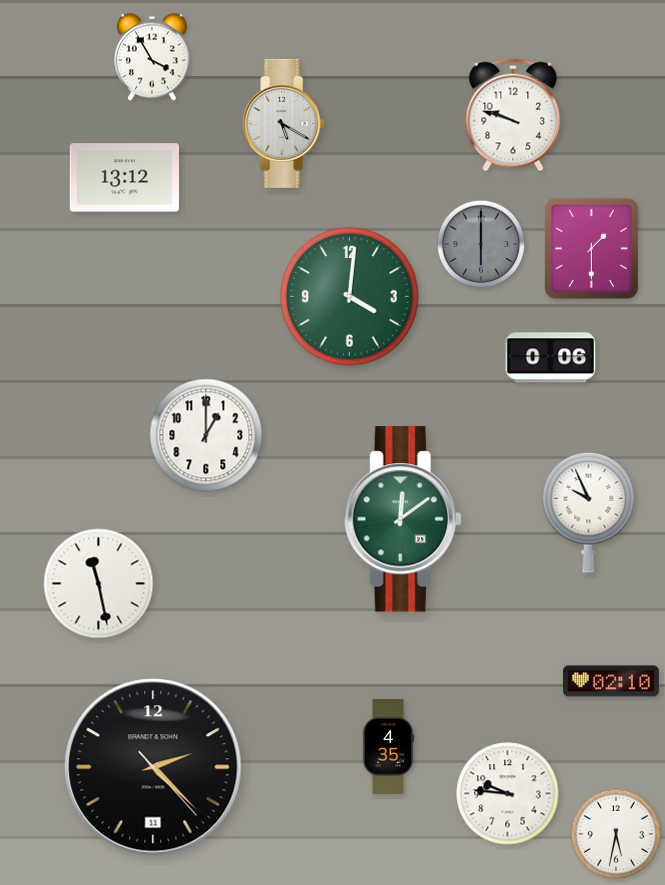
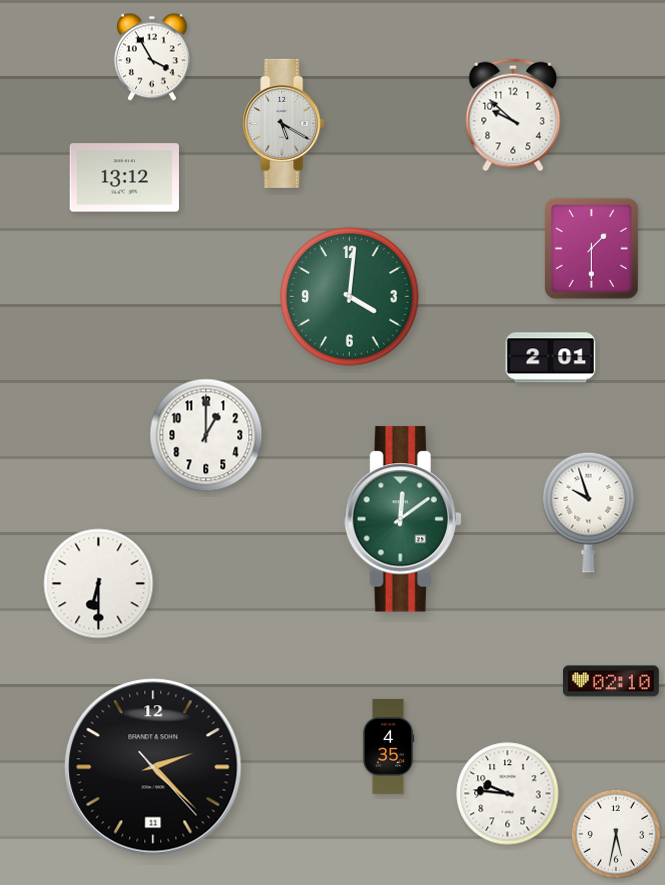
clock at (513, 115): 9:48 -> 9:52
clock at (481, 244): 6:00 -> none
clock at (551, 358): 0:06 -> 2:01
clock at (589, 512): 9:56 -> 9:57
clock at (99, 584): 11:28 -> 6:30
